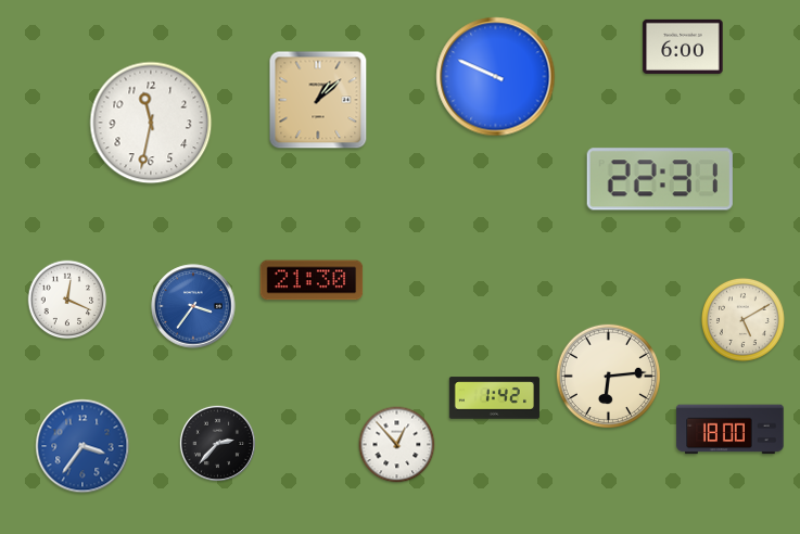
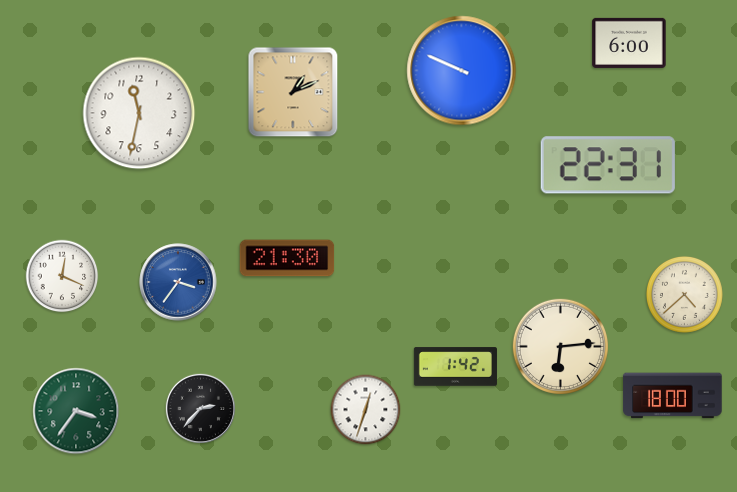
clock at (496, 77) position: (496, 77) -> (462, 71)
clock at (318, 100): 1:08 -> 1:11
clock at (742, 319): 5:10 -> 4:38
clock at (397, 445): 12:53 -> 12:33
clock at (82, 446) dial: blue -> green
